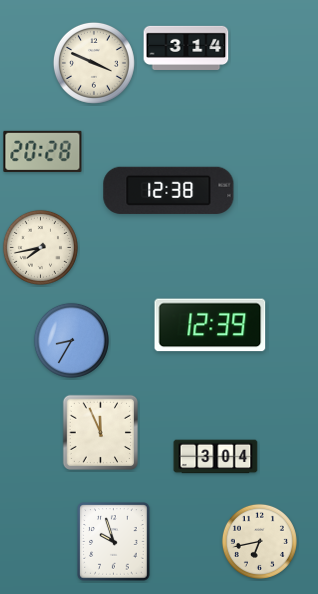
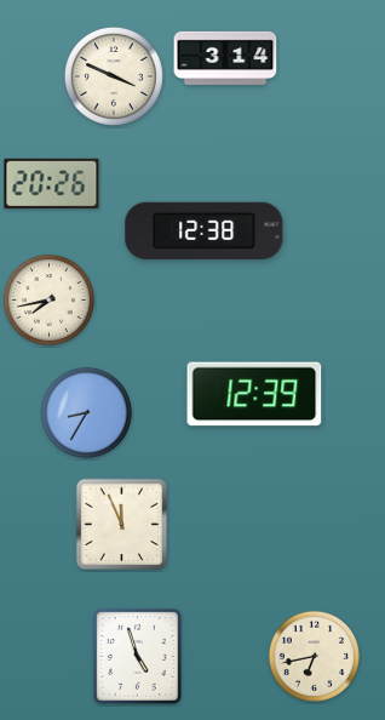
clock at (43, 151): 20:28 -> 20:26
clock at (216, 457): 3:04 -> none
clock at (114, 542): 9:57 -> 4:57
